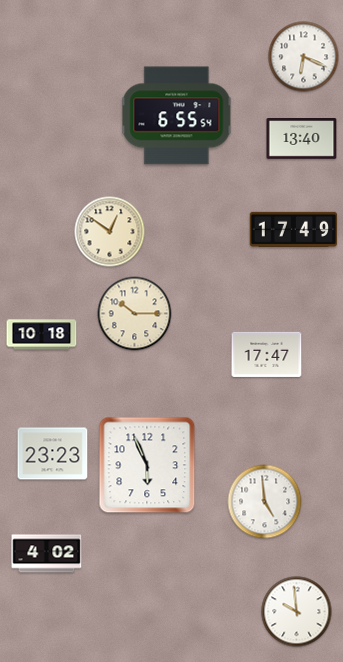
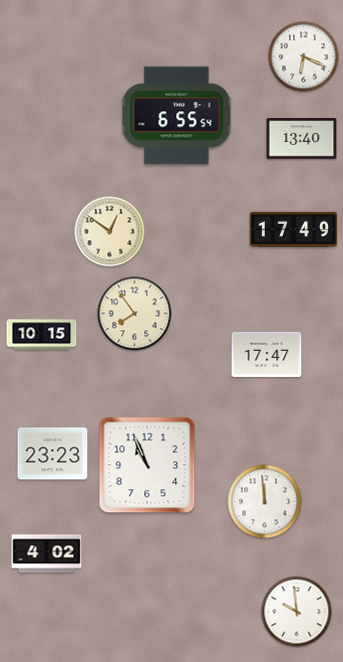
clock at (135, 314): 10:15 -> 7:54
clock at (42, 335): 10:18 -> 10:15
clock at (147, 465): 5:56 -> 10:56
clock at (265, 502): 4:59 -> 11:59
